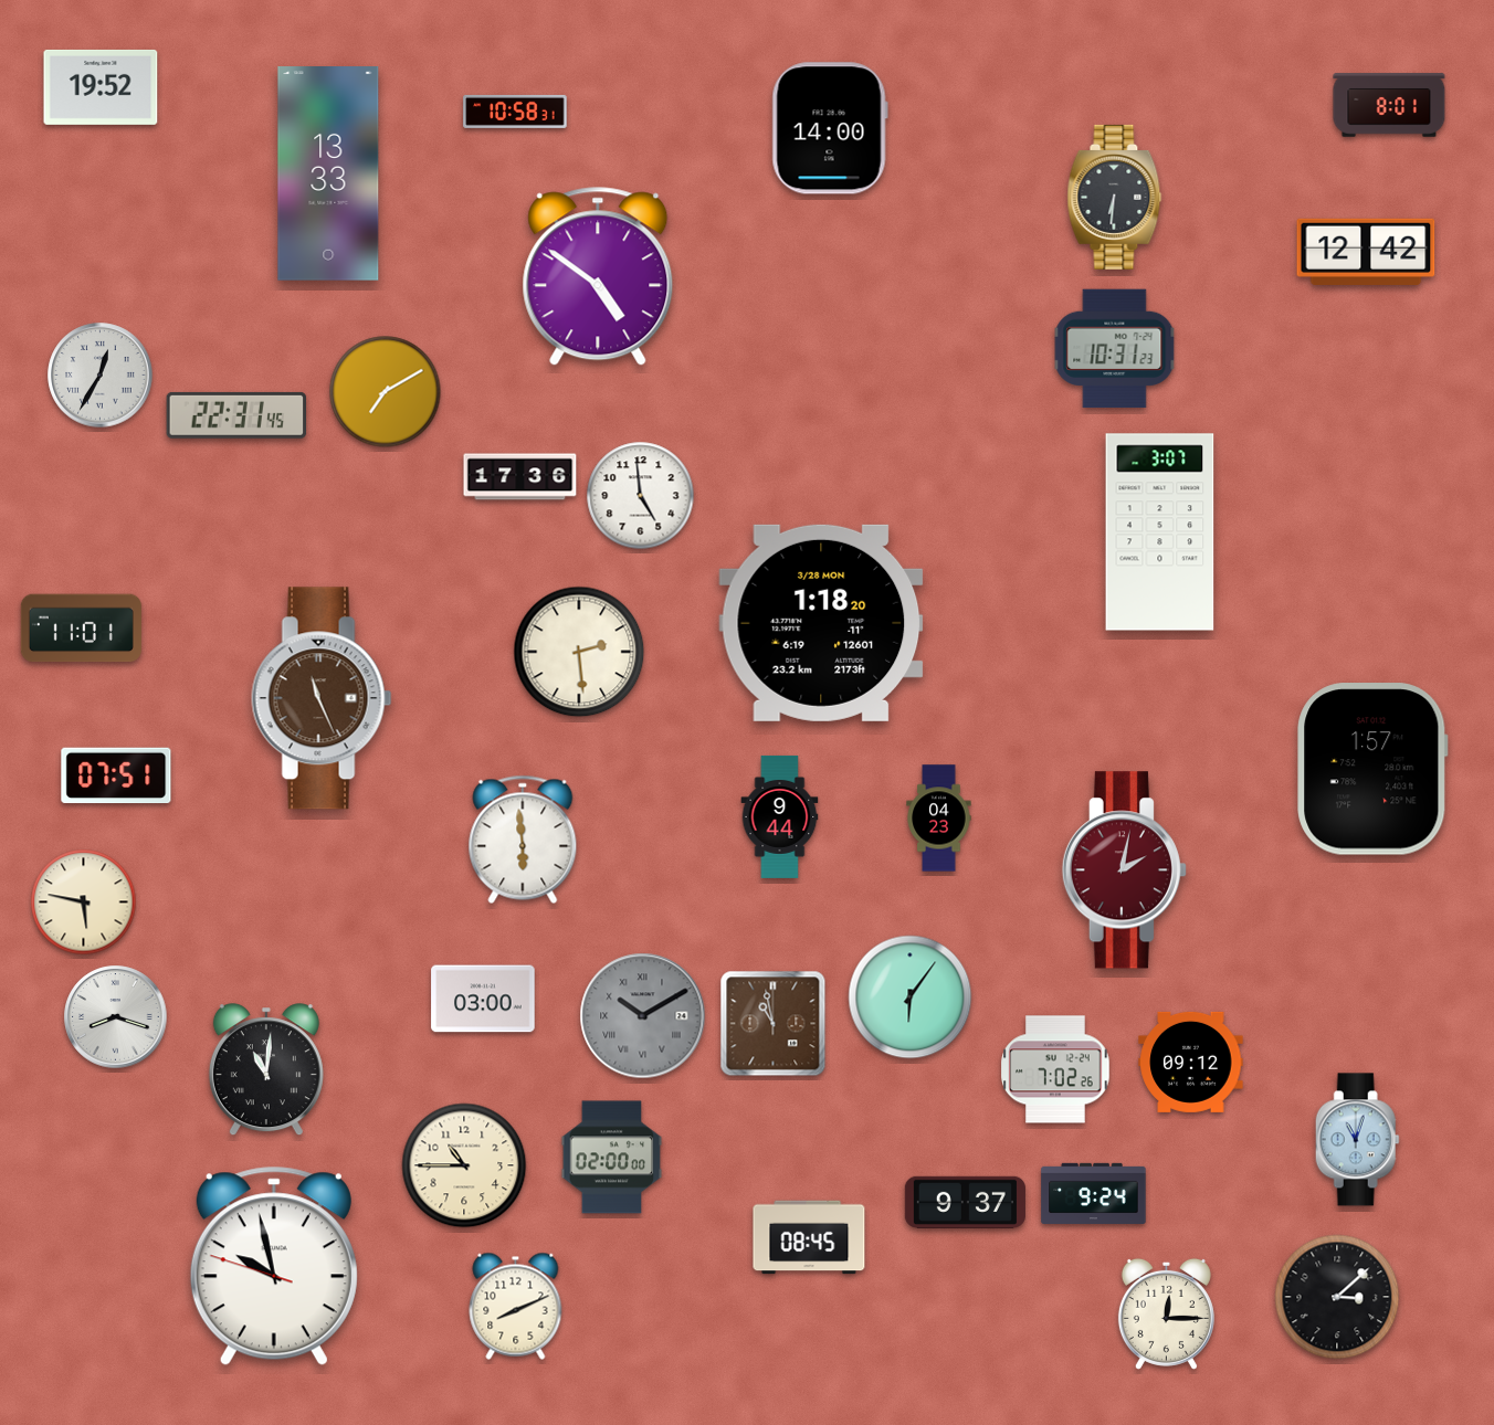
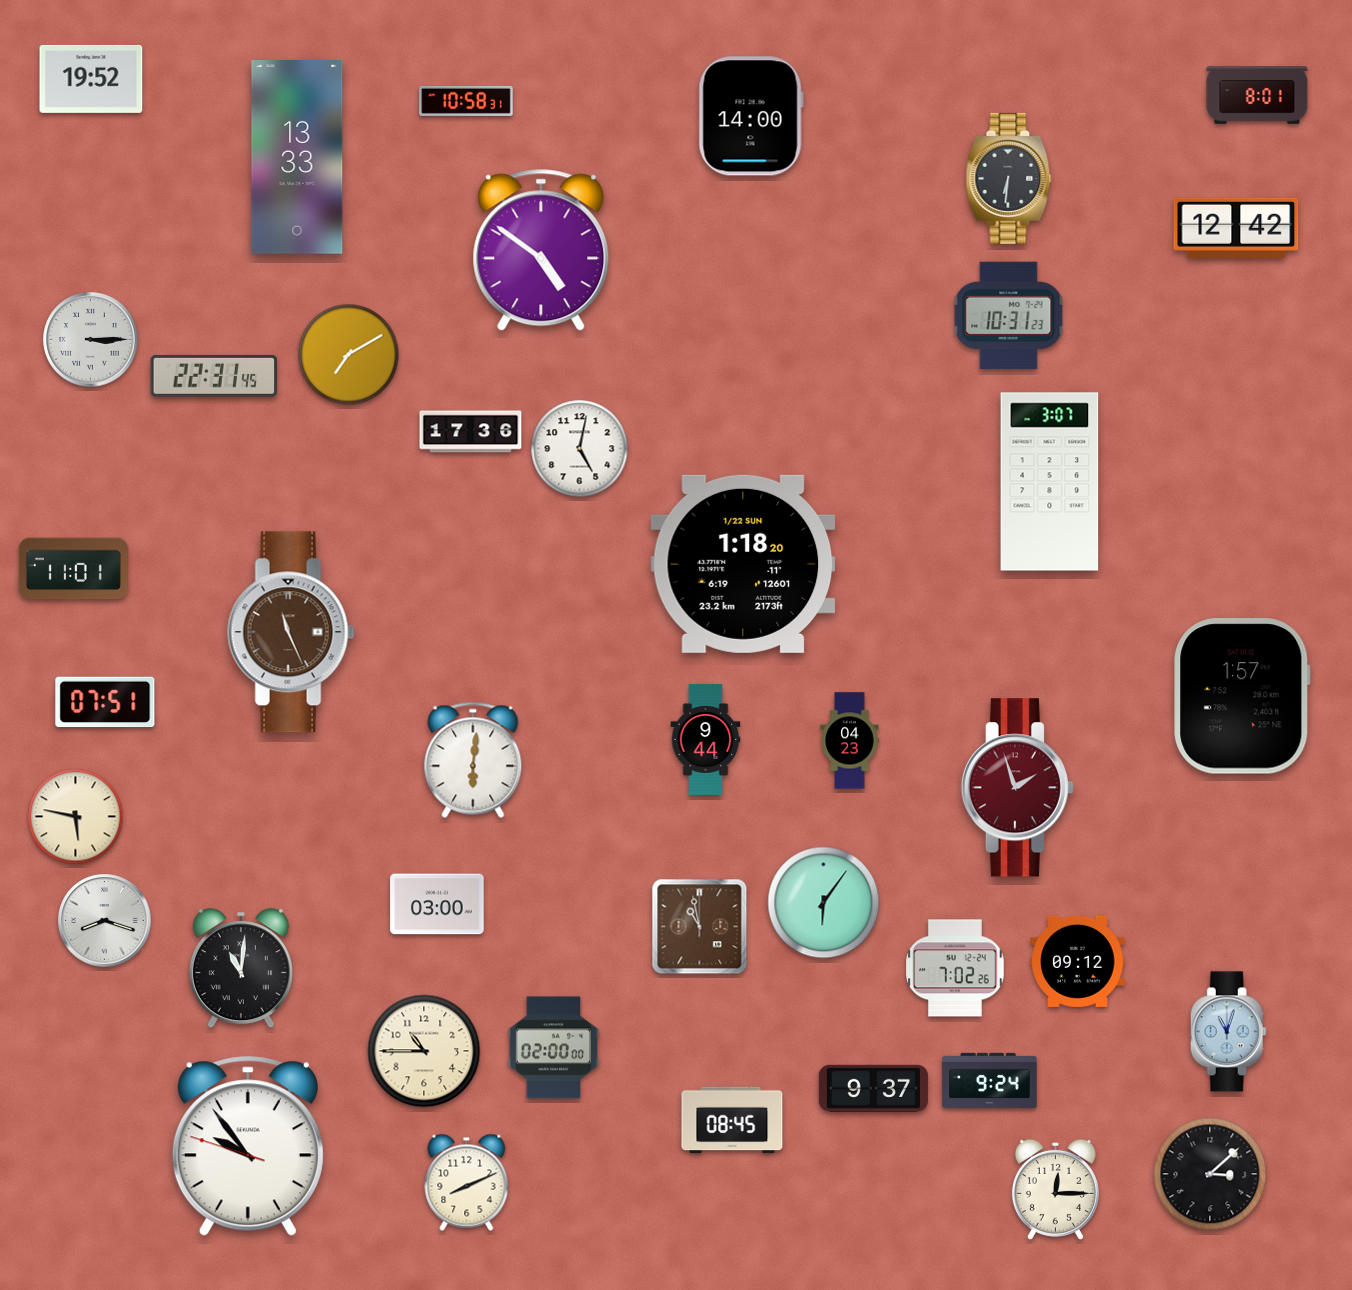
clock at (101, 376): 12:35 -> 3:15
clock at (641, 496): 4:59 -> 5:02
clock at (821, 623) date: 3/28 MON -> 1/22 SUN
clock at (579, 652): 2:29 -> none
clock at (523, 840): 5:59 -> 6:01
clock at (1124, 870): 2:02 -> 1:57
clock at (643, 1016): 10:10 -> none
clock at (464, 1165) position: (464, 1165) -> (424, 1051)
clock at (274, 1266): 9:57 -> 9:53
